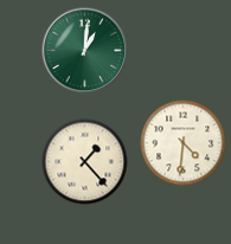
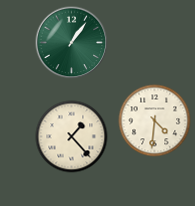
clock at (85, 51): 1:01 -> 1:06
